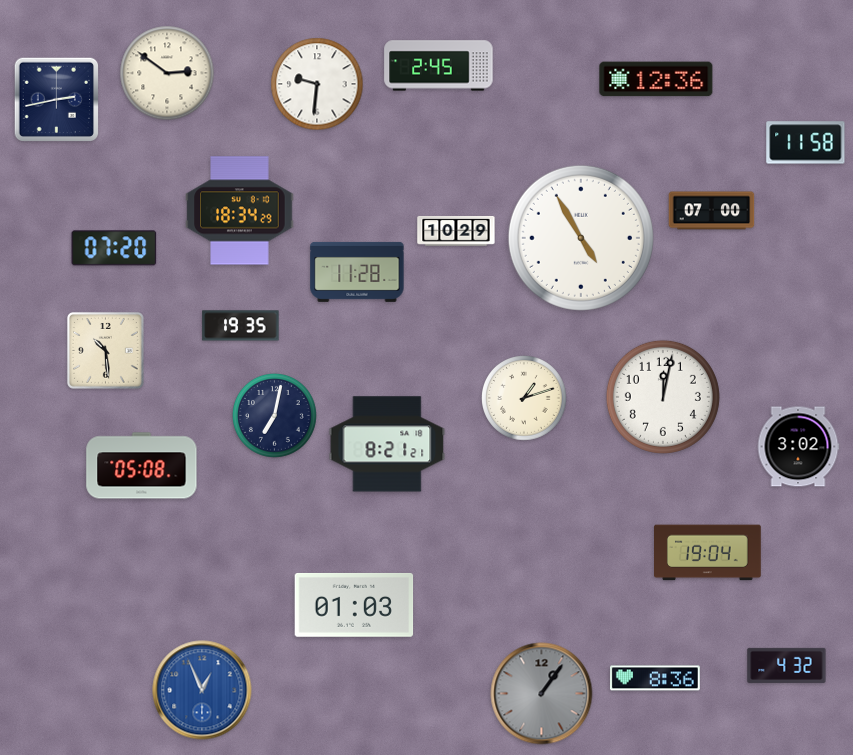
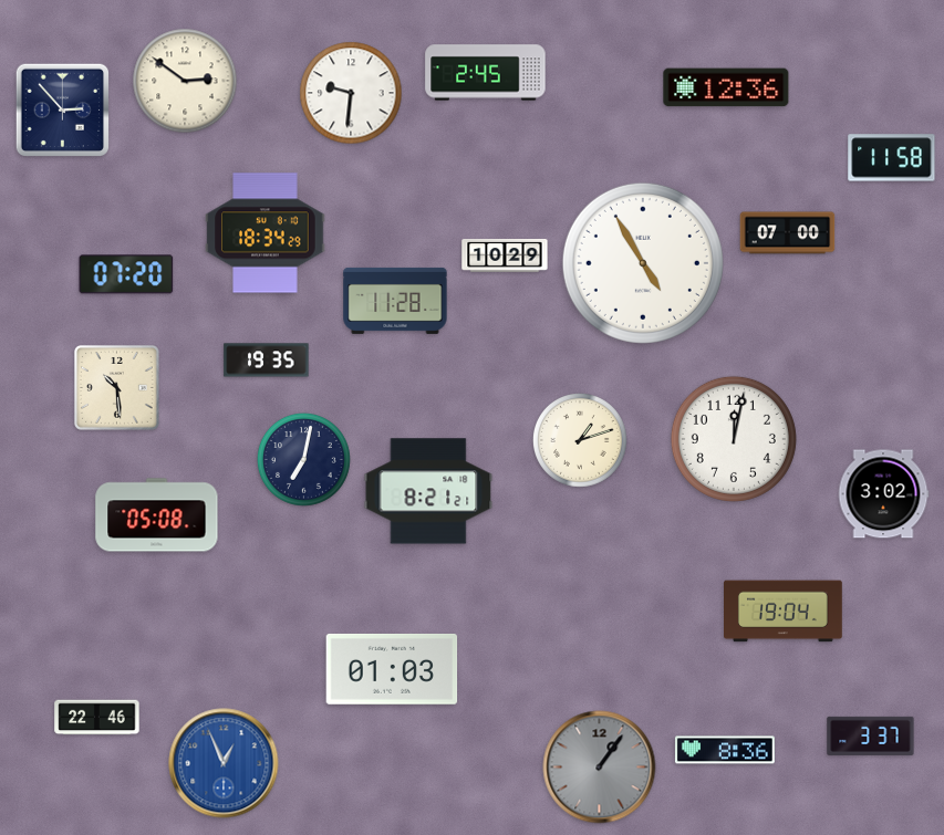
clock at (56, 99): 2:43 -> 2:53
clock at (97, 718): none -> 22:46
clock at (787, 665): 4:32 -> 3:37
